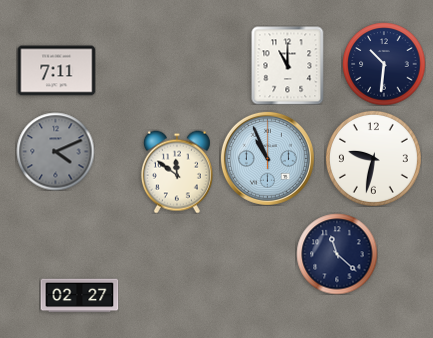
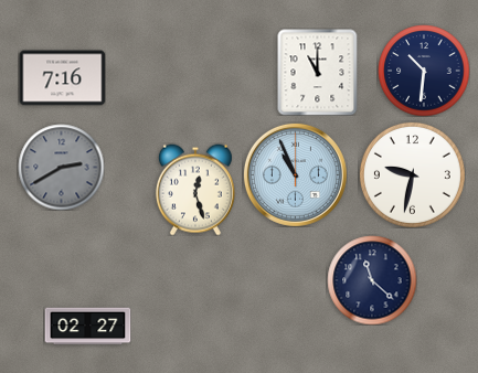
clock at (56, 71): 7:11 -> 7:16
clock at (55, 151): 4:11 -> 2:40
clock at (177, 172): 11:51 -> 12:27
